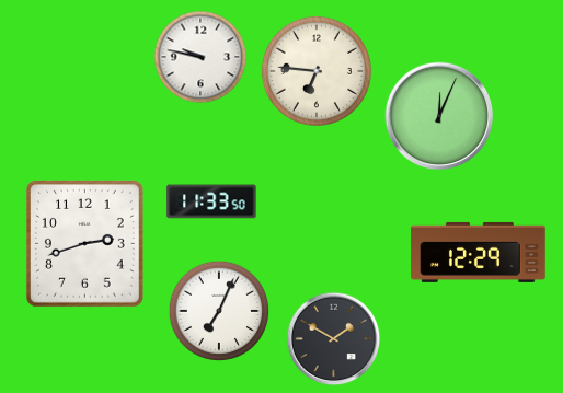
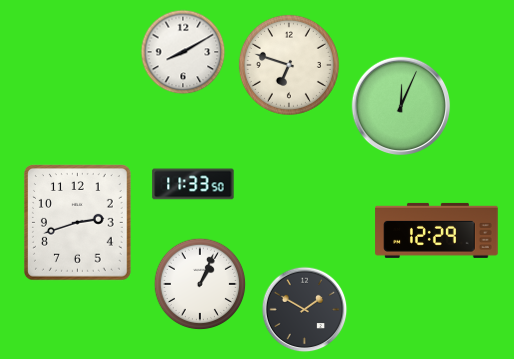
clock at (200, 57): 9:47 -> 8:10
clock at (317, 71): 6:46 -> 6:48
clock at (219, 311): 7:04 -> 1:04
